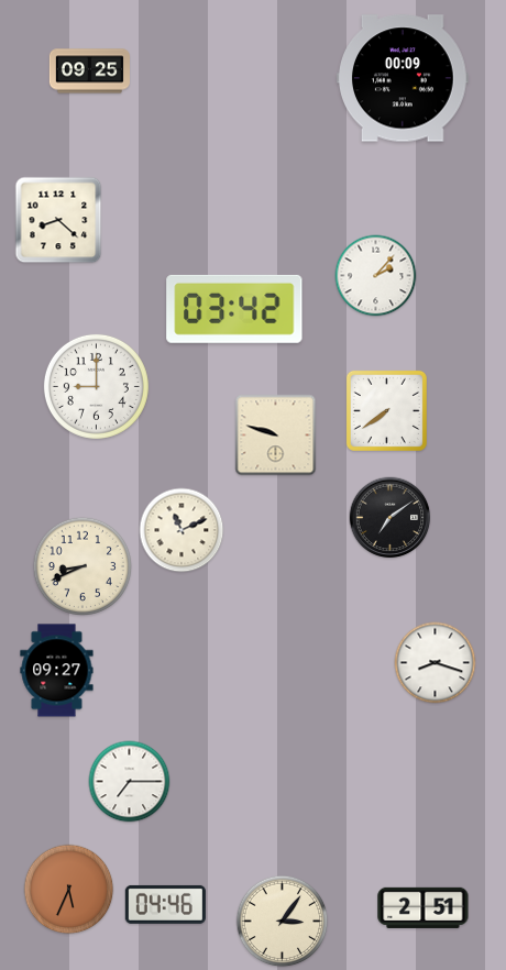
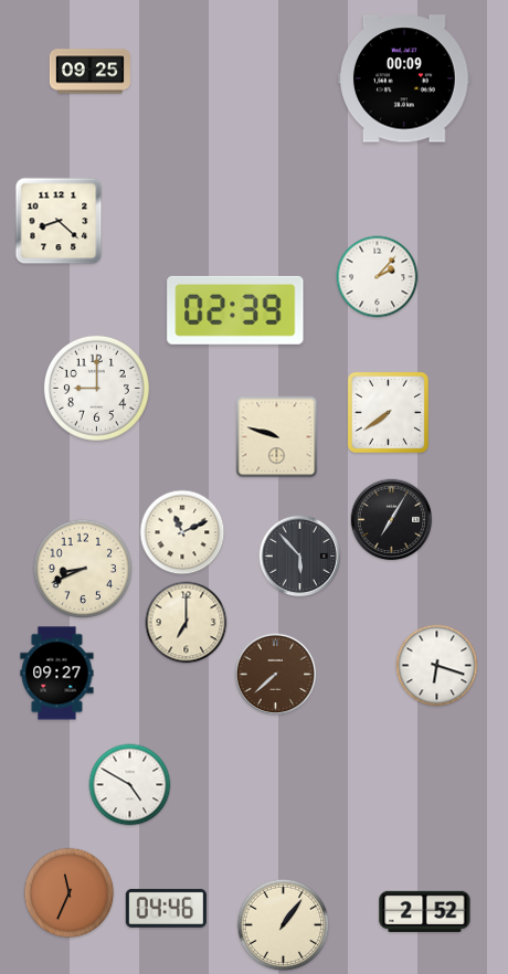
clock at (234, 309): 03:42 -> 02:39
clock at (391, 518): 7:09 -> 7:05
clock at (300, 557): none -> 5:53
clock at (187, 623): none -> 7:00
clock at (436, 663): 8:18 -> 6:18
clock at (276, 675): none -> 7:38
clock at (130, 782): 7:15 -> 4:50
clock at (69, 890): 5:34 -> 11:34
clock at (424, 907): 2:51 -> 2:52
clock at (283, 922): 3:06 -> 1:06
